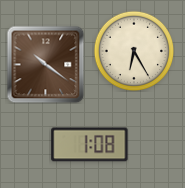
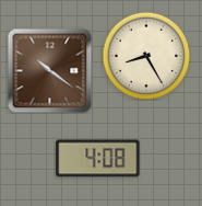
clock at (134, 51): 6:25 -> 8:25
clock at (90, 145): 1:08 -> 4:08
